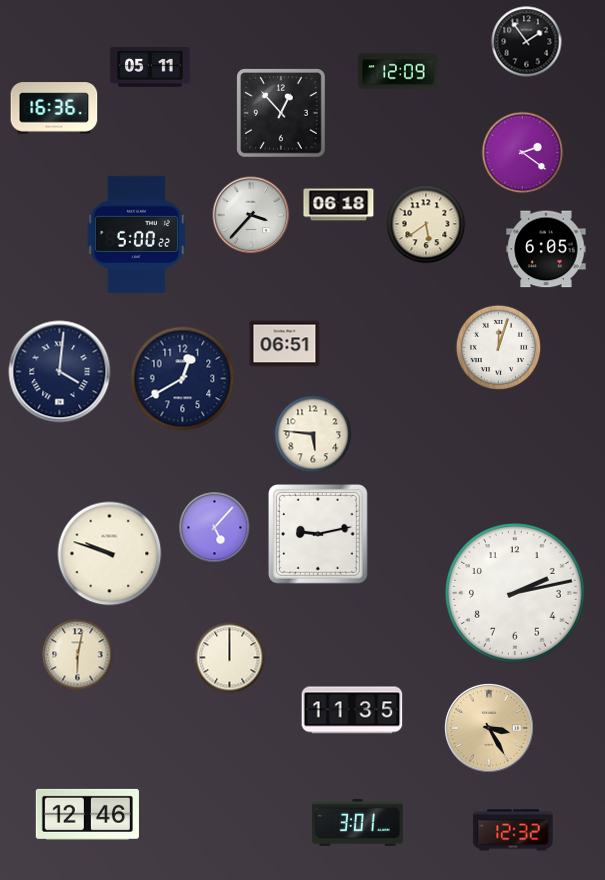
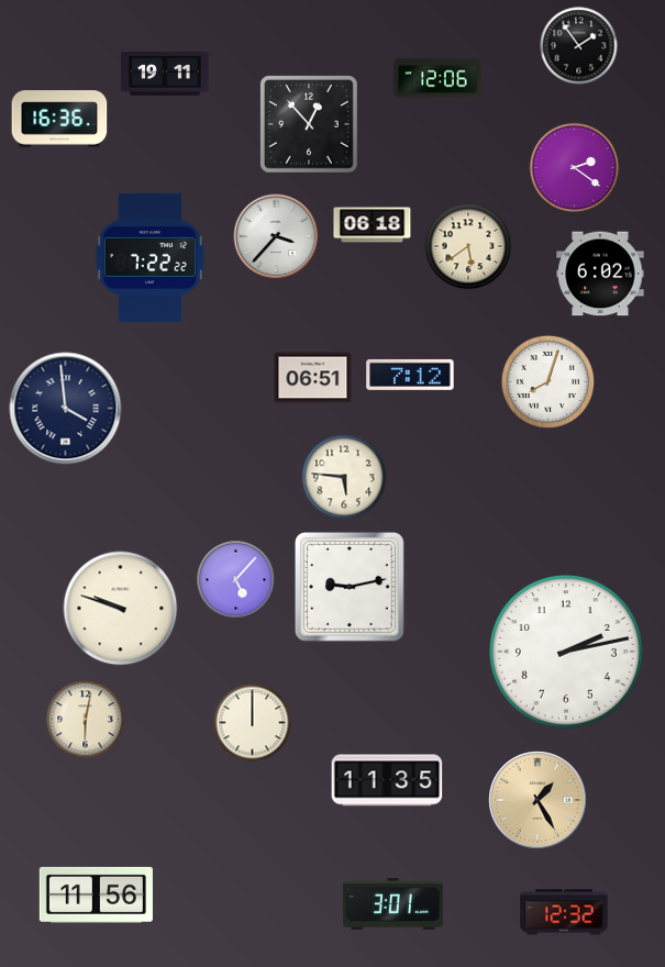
clock at (150, 67): 05:11 -> 19:11
clock at (398, 71): 12:09 -> 12:06
clock at (136, 234): 5:00 -> 7:22
clock at (546, 249): 6:05 -> 6:02
clock at (410, 375): none -> 7:12
clock at (498, 347): 12:03 -> 8:03
clock at (60, 372): 4:01 -> 3:59
clock at (183, 379): 12:40 -> none
clock at (489, 728): 3:25 -> 1:25
clock at (87, 814): 12:46 -> 11:56
